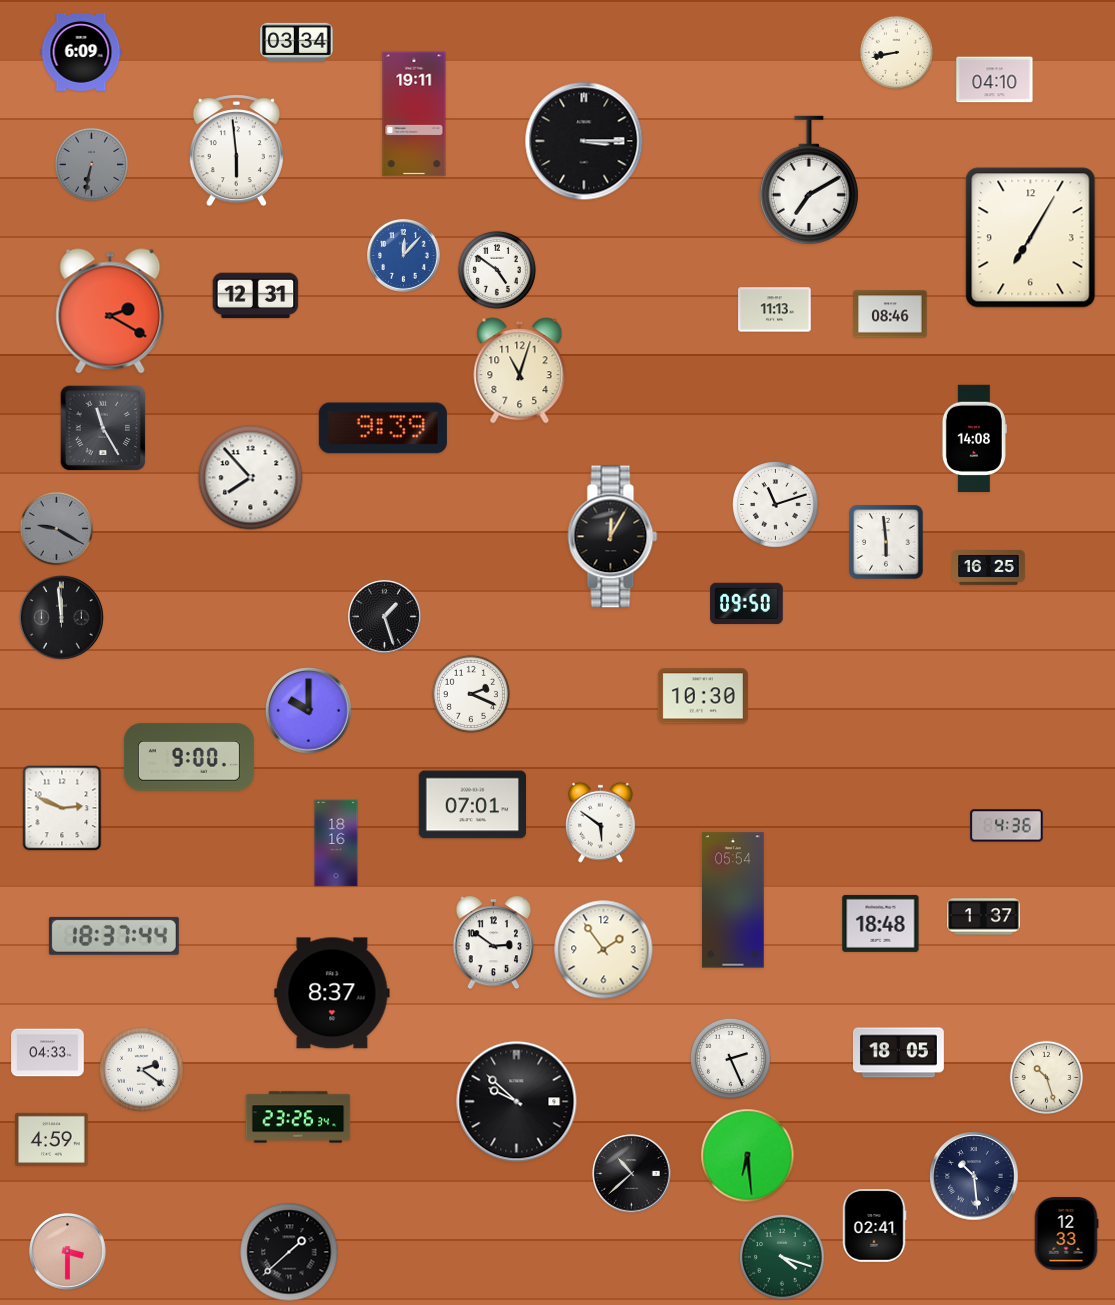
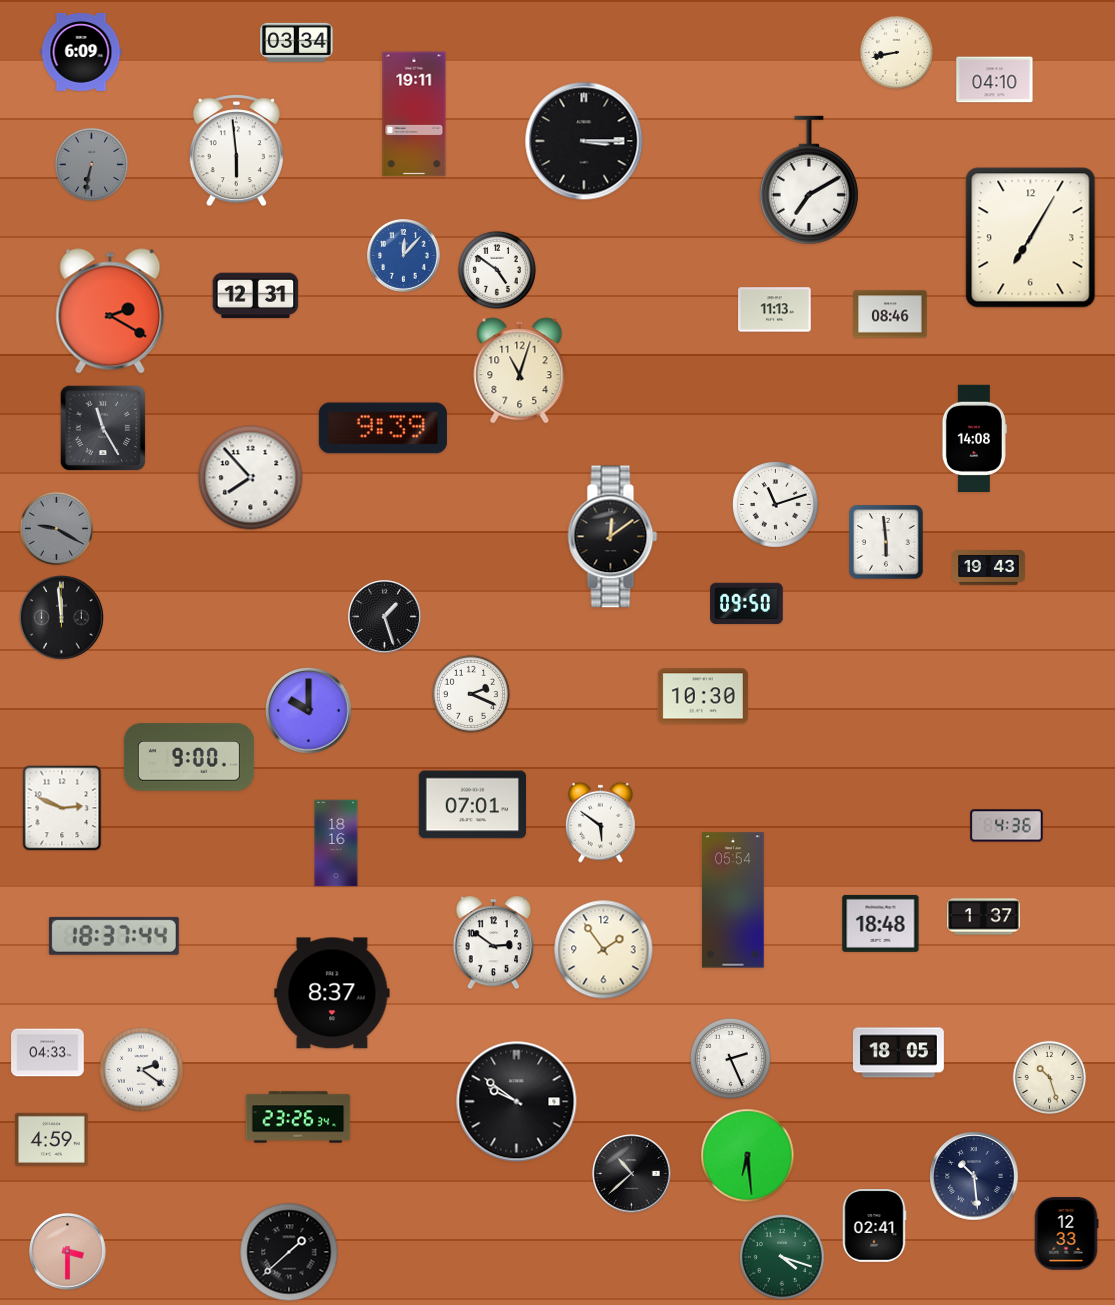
clock at (613, 537): 12:05 -> 12:09
clock at (989, 568): 16:25 -> 19:43
clock at (1047, 1078) position: (1047, 1078) -> (1050, 1078)
clock at (517, 1102): 9:52 -> 9:51
